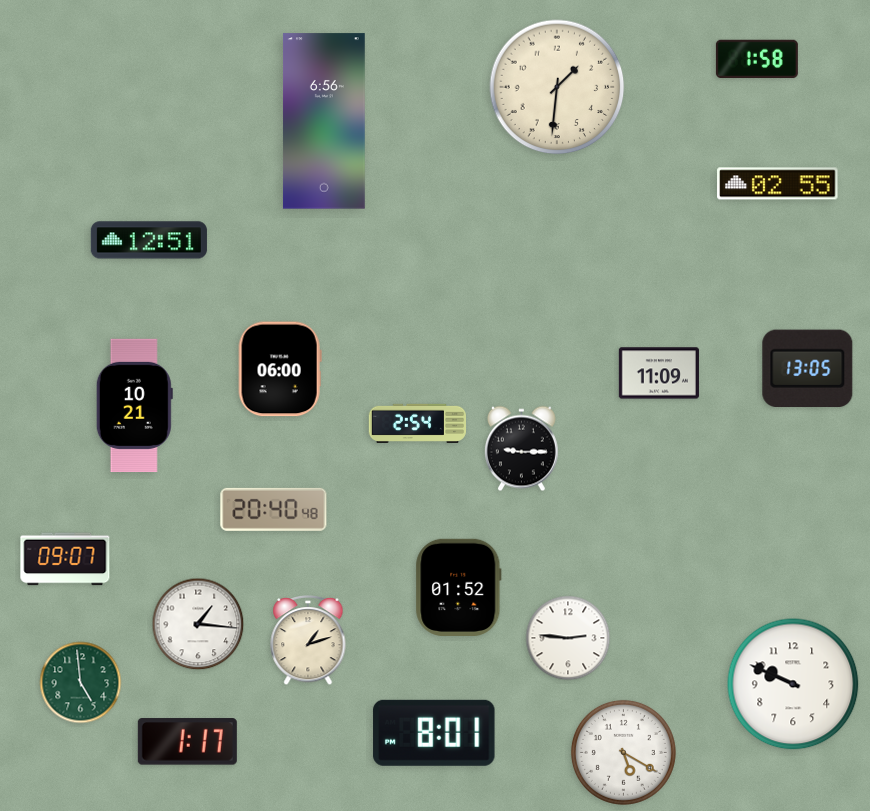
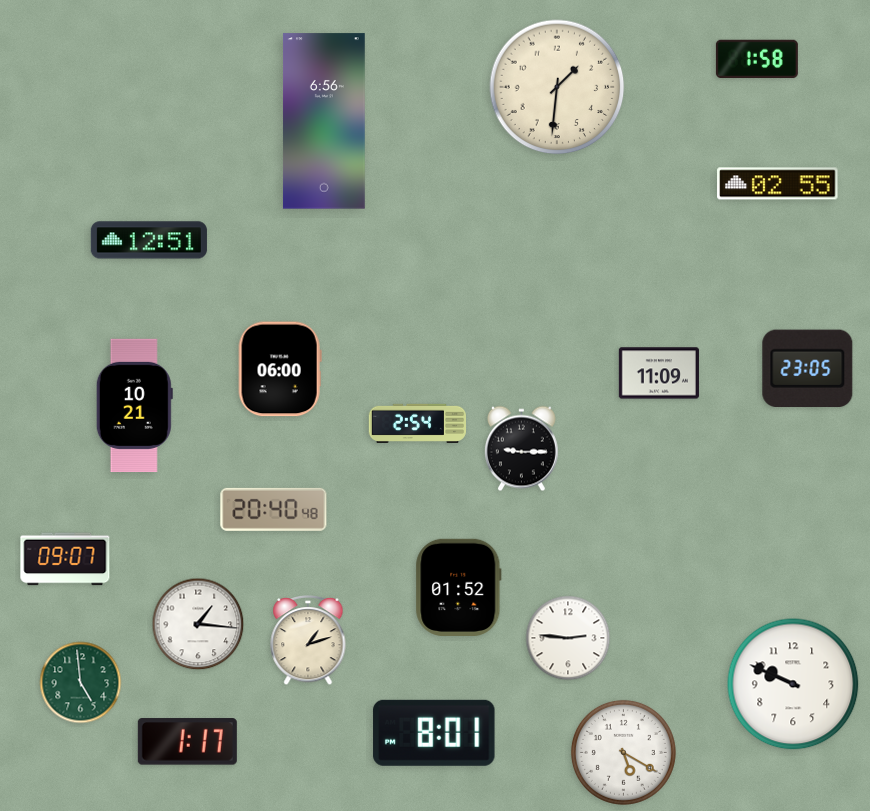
clock at (808, 368): 13:05 -> 23:05
